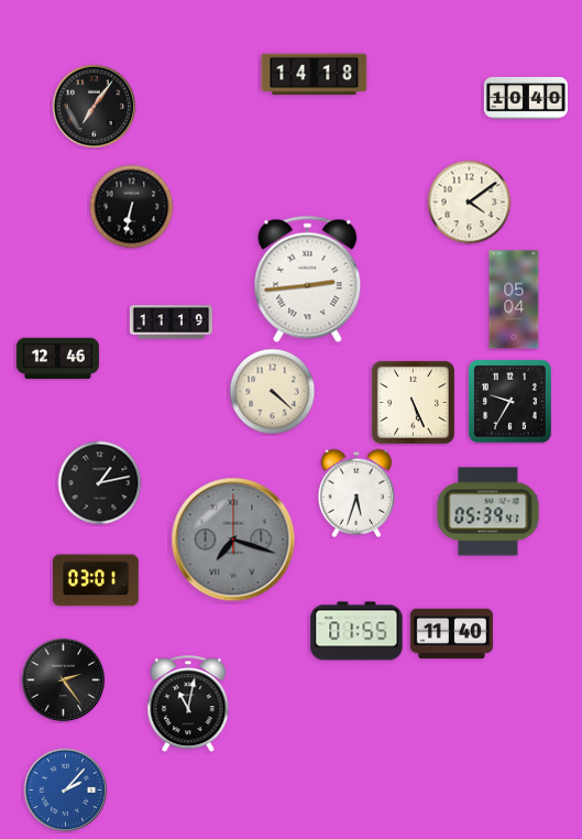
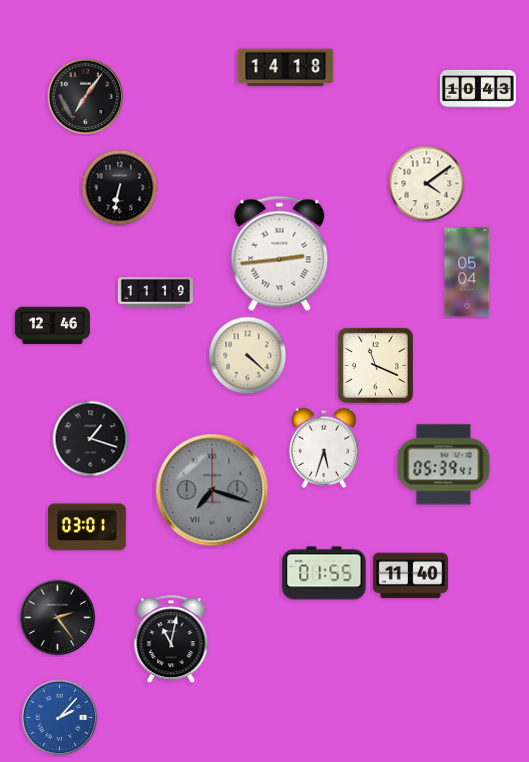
clock at (526, 98): 10:40 -> 10:43
clock at (509, 401): 9:35 -> none
clock at (413, 402): 5:26 -> 11:19
clock at (100, 483): 1:13 -> 1:18
